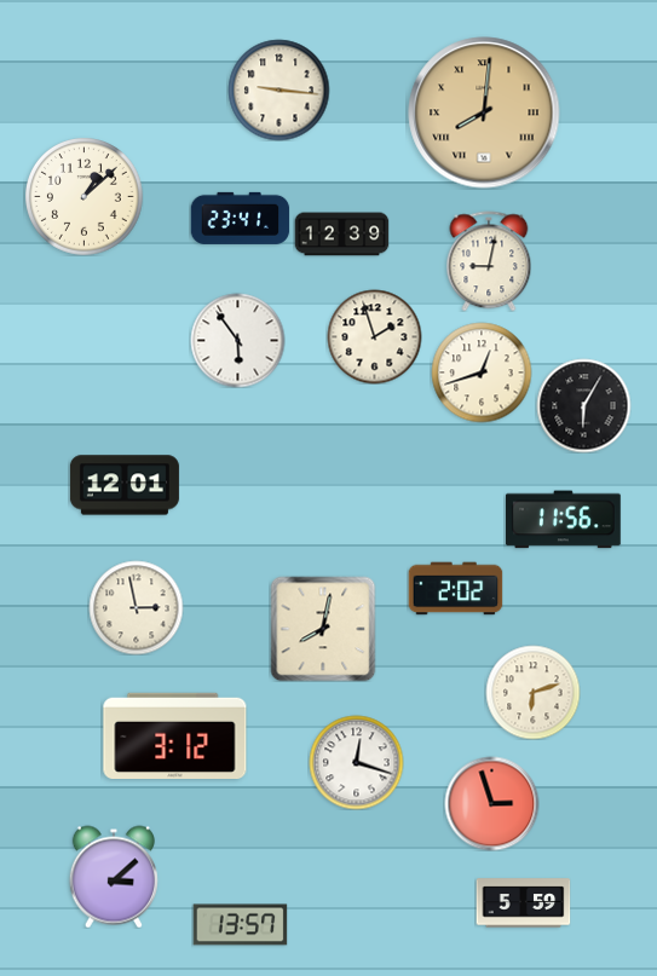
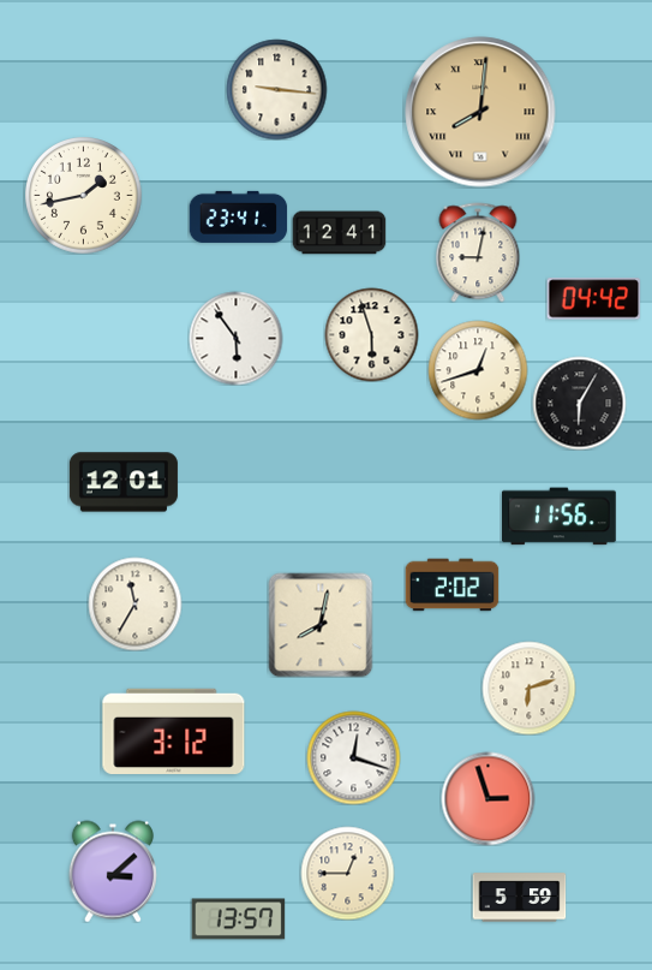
clock at (85, 197): 1:08 -> 1:43
clock at (341, 235): 12:39 -> 12:41
clock at (489, 261) position: (489, 261) -> (478, 252)
clock at (593, 299): none -> 04:42
clock at (374, 336): 1:57 -> 5:57
clock at (136, 607): 2:58 -> 11:35
clock at (347, 873): none -> 12:45
